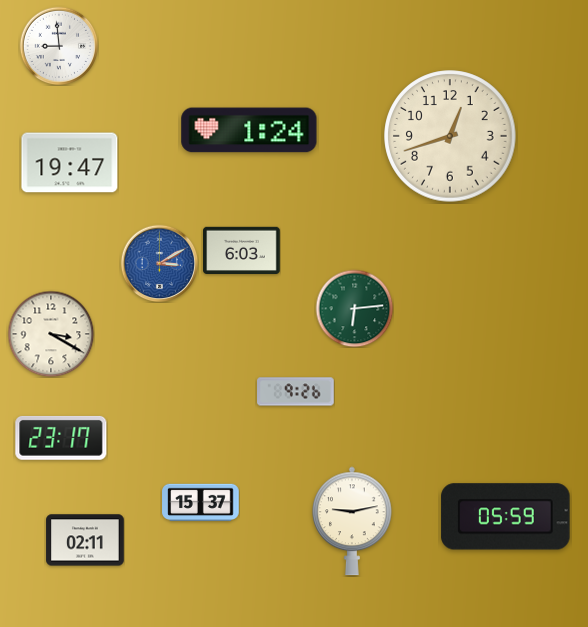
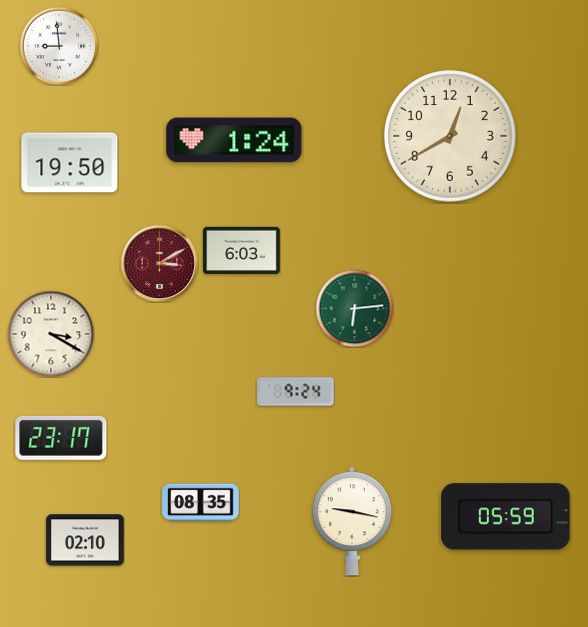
clock at (249, 130) position: (249, 130) -> (234, 140)
clock at (450, 136): 12:42 -> 12:40
clock at (70, 163): 19:47 -> 19:50
clock at (159, 263) dial: blue -> burgundy
clock at (296, 392): 9:26 -> 9:24
clock at (201, 503): 15:37 -> 08:35
clock at (353, 521): 9:13 -> 9:17
clock at (85, 540): 02:11 -> 02:10
